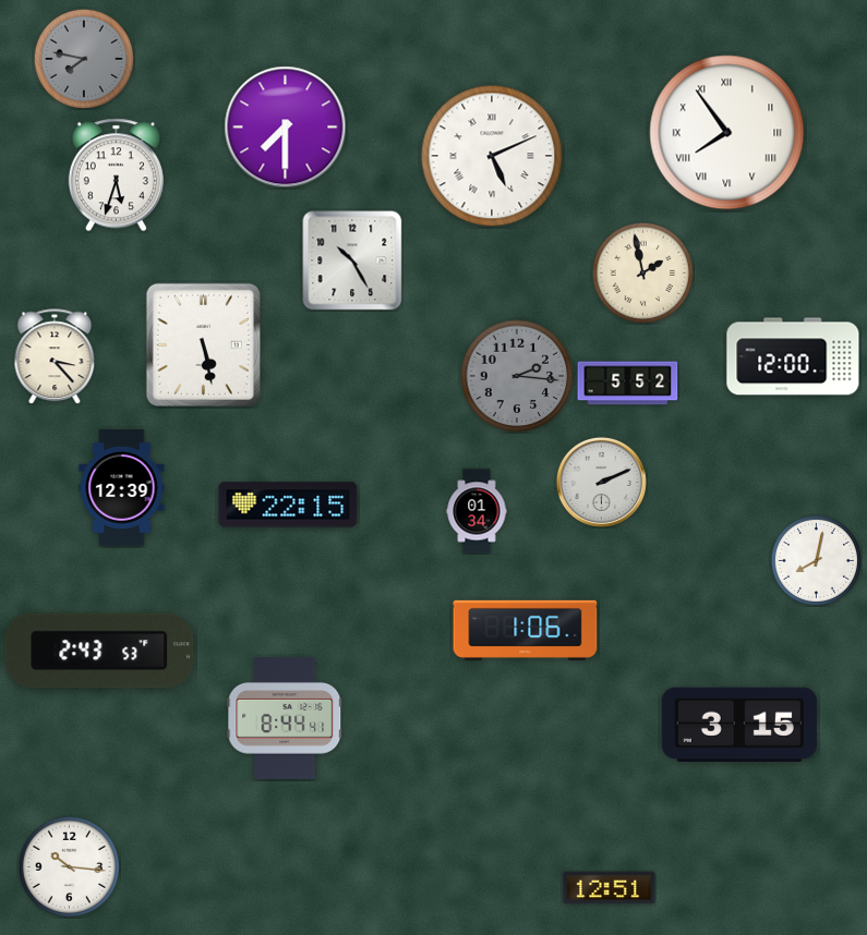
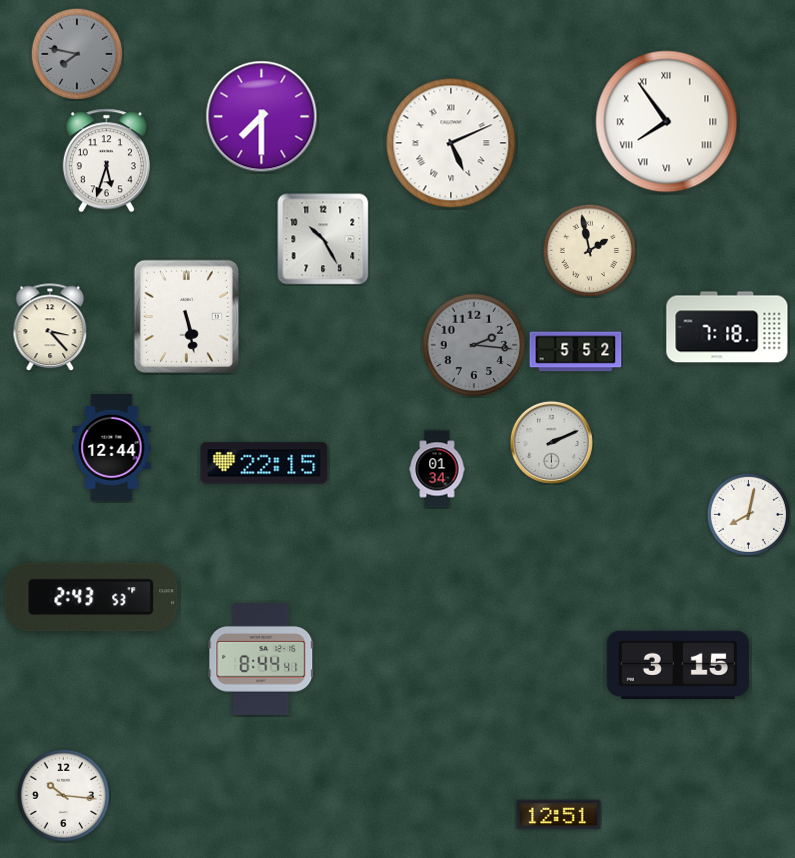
clock at (793, 356): 12:00 -> 7:18
clock at (122, 487): 12:39 -> 12:44
clock at (526, 630): 1:06 -> none
